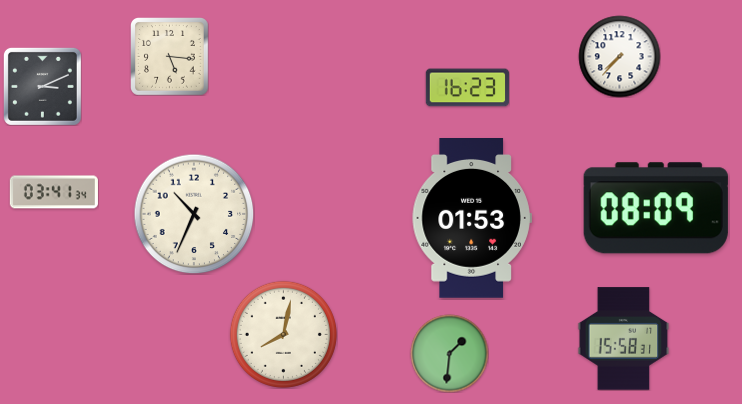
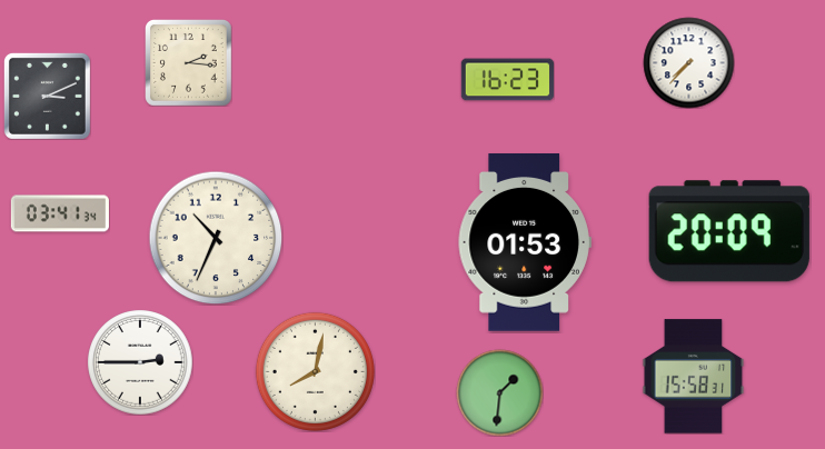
clock at (170, 57): 5:16 -> 2:16
clock at (467, 88) position: (467, 88) -> (507, 80)
clock at (656, 208): 08:09 -> 20:09
clock at (140, 362): none -> 2:45
